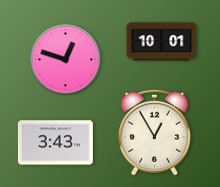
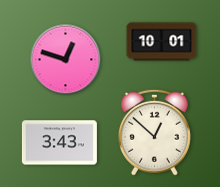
clock at (154, 132): 12:55 -> 12:52
clock at (55, 143) position: (55, 143) -> (59, 143)
